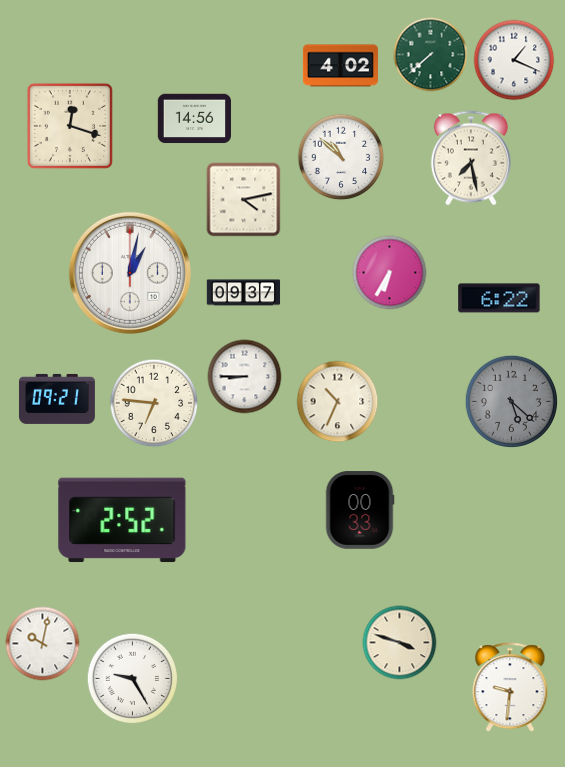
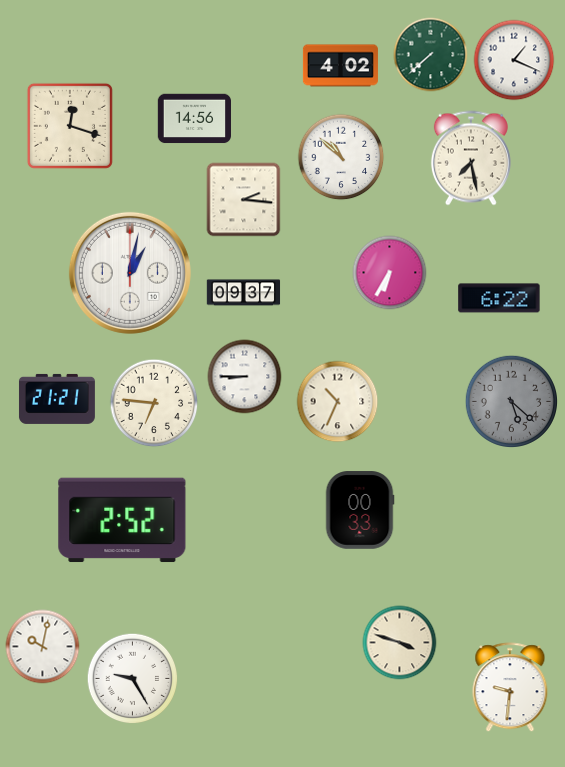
clock at (244, 200): 4:13 -> 2:16
clock at (57, 399): 09:21 -> 21:21
clock at (43, 644) position: (43, 644) -> (43, 647)
